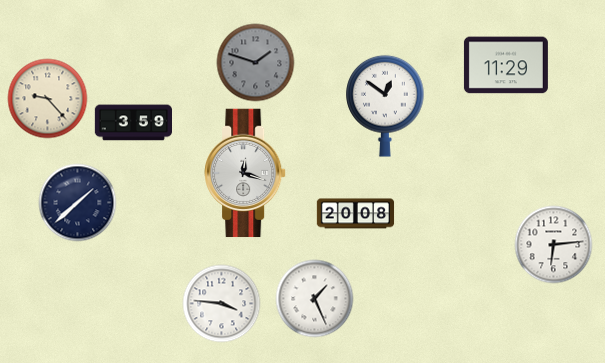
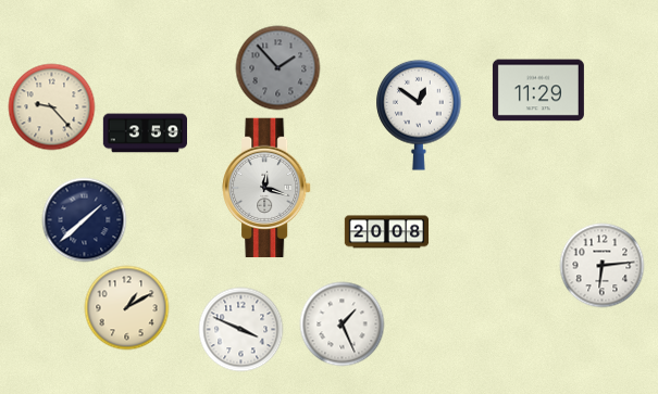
clock at (255, 62): 1:48 -> 1:53
clock at (506, 65) position: (506, 65) -> (538, 90)
clock at (126, 307): none -> 1:10
clock at (221, 303): 3:46 -> 3:49
